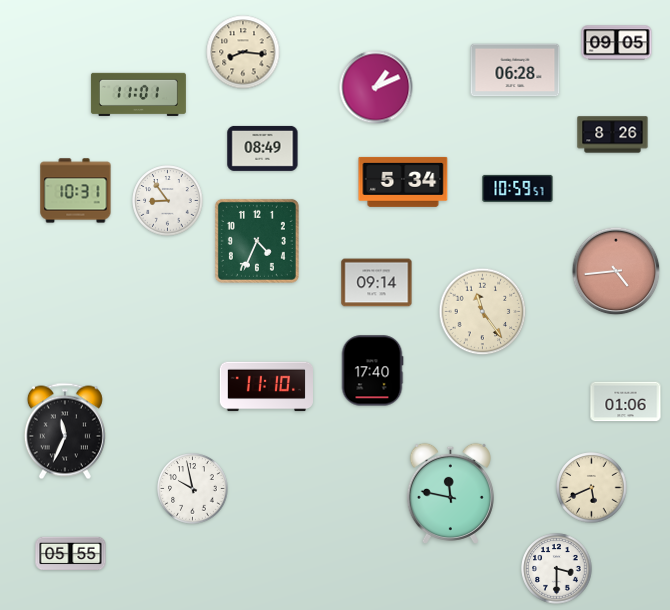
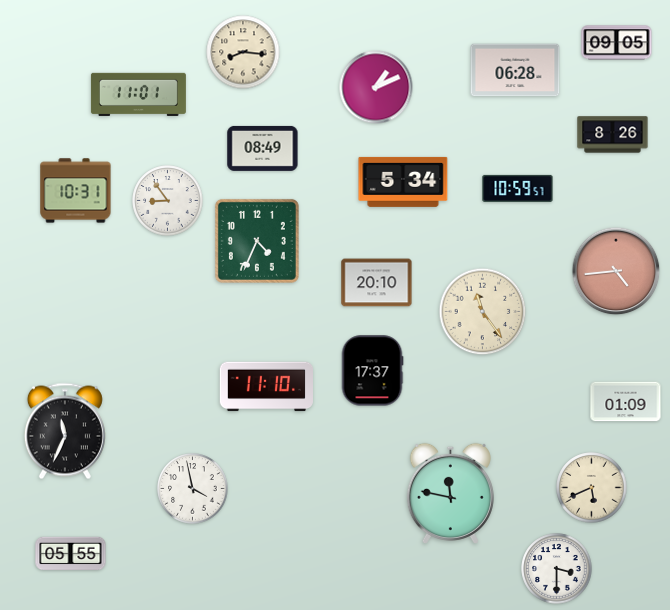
clock at (377, 283): 09:14 -> 20:10
clock at (372, 371): 17:40 -> 17:37
clock at (626, 402): 01:06 -> 01:09
clock at (193, 489): 9:58 -> 3:58
